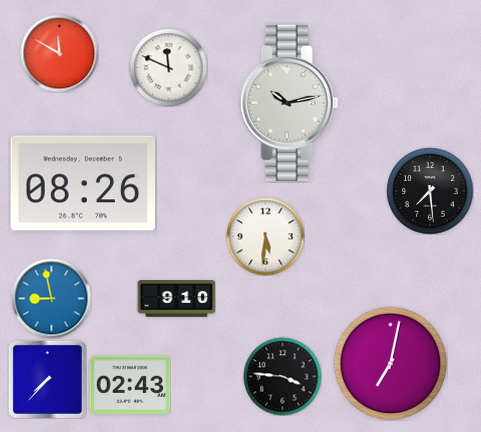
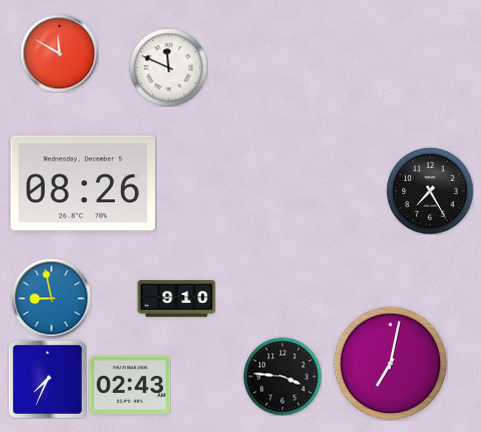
clock at (289, 103): 10:13 -> none
clock at (430, 191): 7:29 -> 7:25
clock at (265, 236): 5:31 -> none
clock at (47, 379): 7:37 -> 7:34
